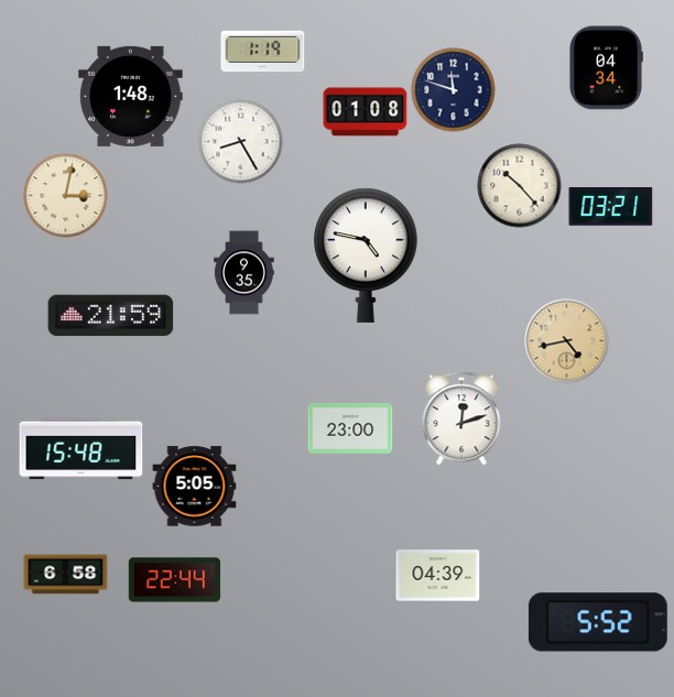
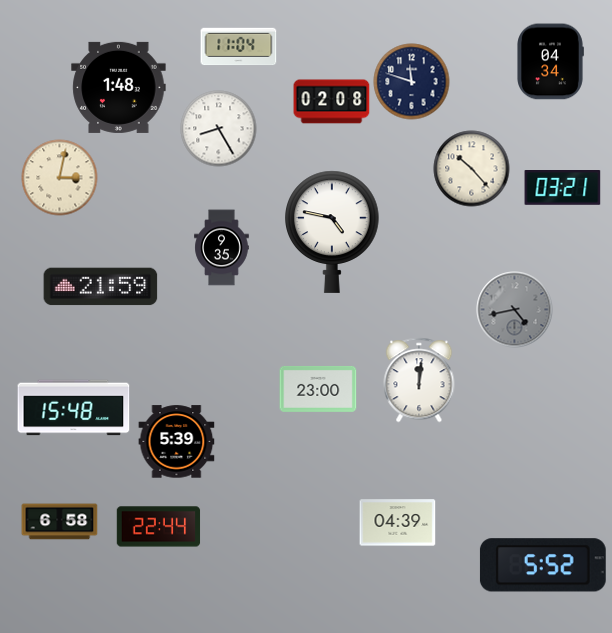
clock at (263, 52): 1:19 -> 11:04
clock at (366, 112): 01:08 -> 02:08
clock at (611, 207) position: (611, 207) -> (563, 188)
clock at (567, 341) dial: champagne -> grey
clock at (461, 418): 12:12 -> 12:01
clock at (195, 487): 5:05 -> 5:39
